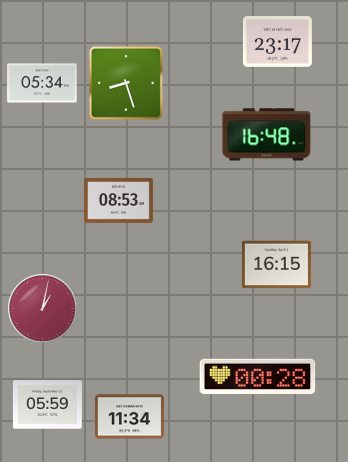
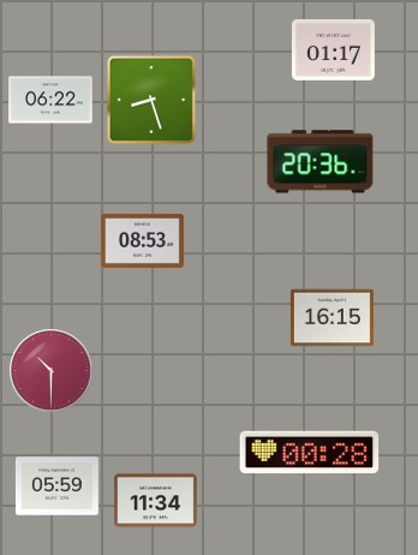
clock at (277, 42): 23:17 -> 01:17
clock at (42, 83): 05:34 -> 06:22
clock at (267, 135): 16:48 -> 20:36
clock at (43, 309): 1:02 -> 10:30
